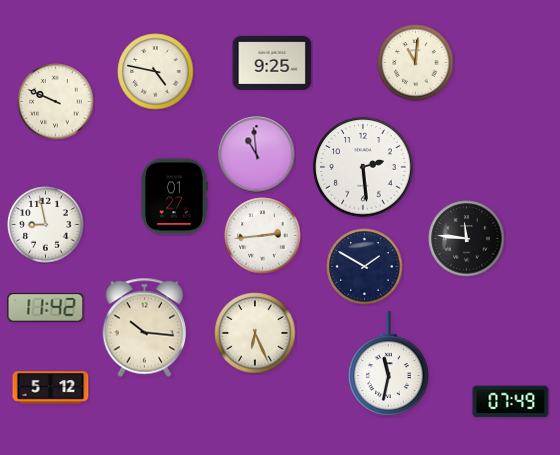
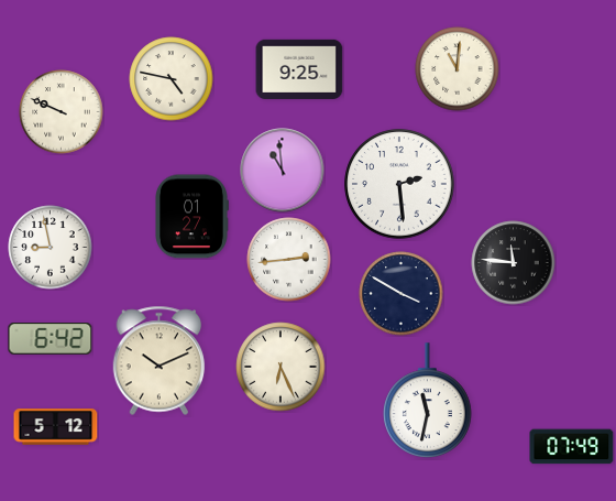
clock at (365, 267): 1:50 -> 3:50
clock at (46, 308): 11:42 -> 6:42
clock at (145, 328): 10:16 -> 10:11
clock at (511, 402) position: (511, 402) -> (572, 447)
